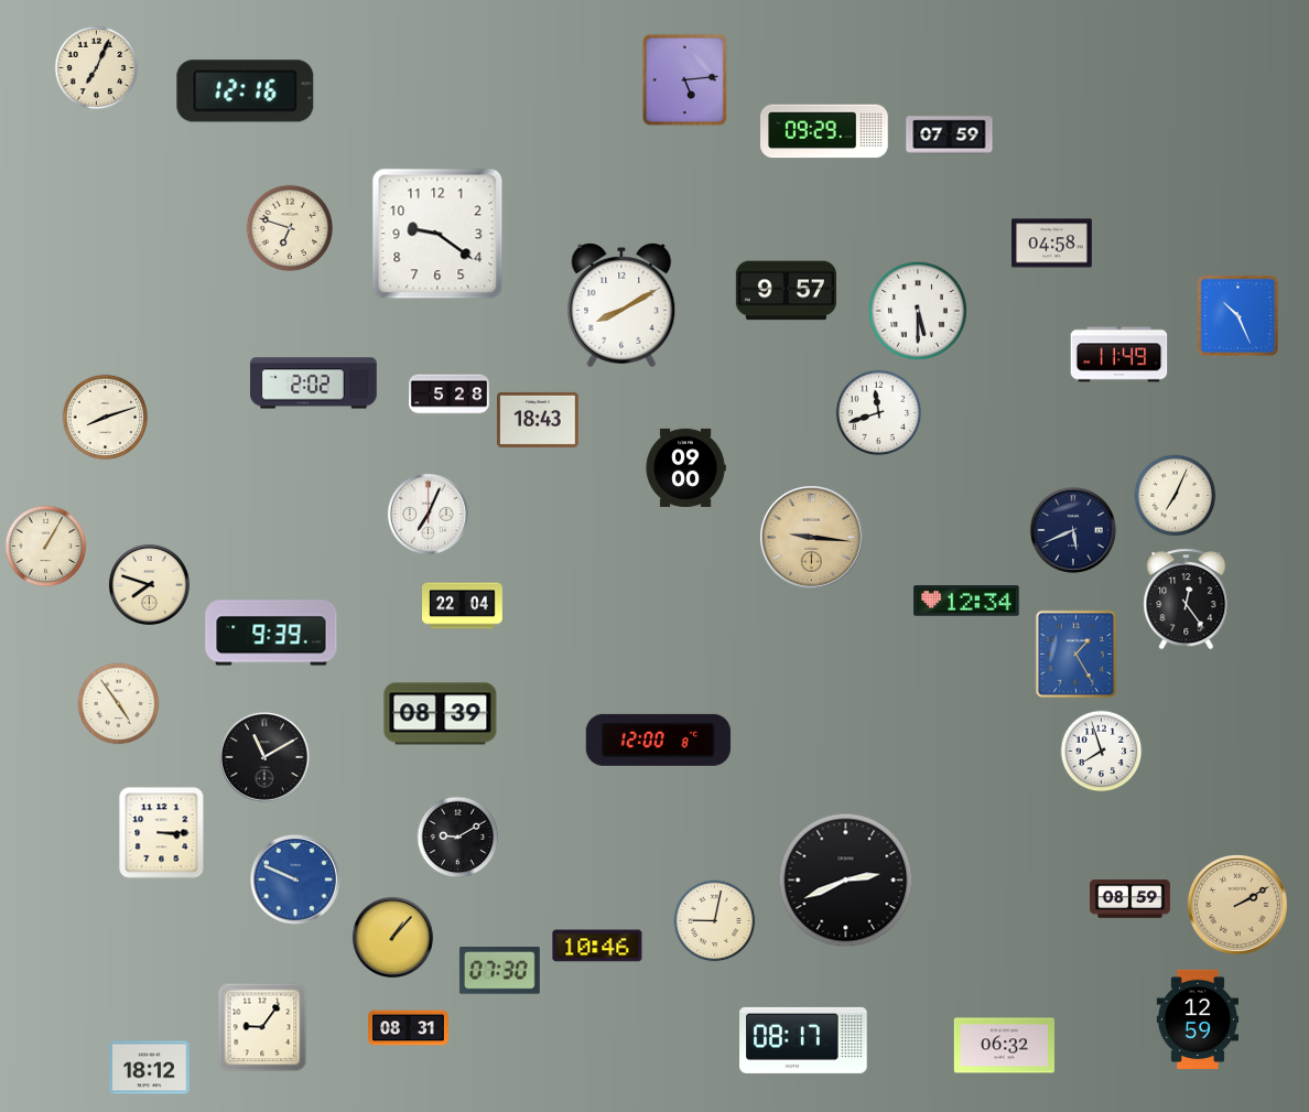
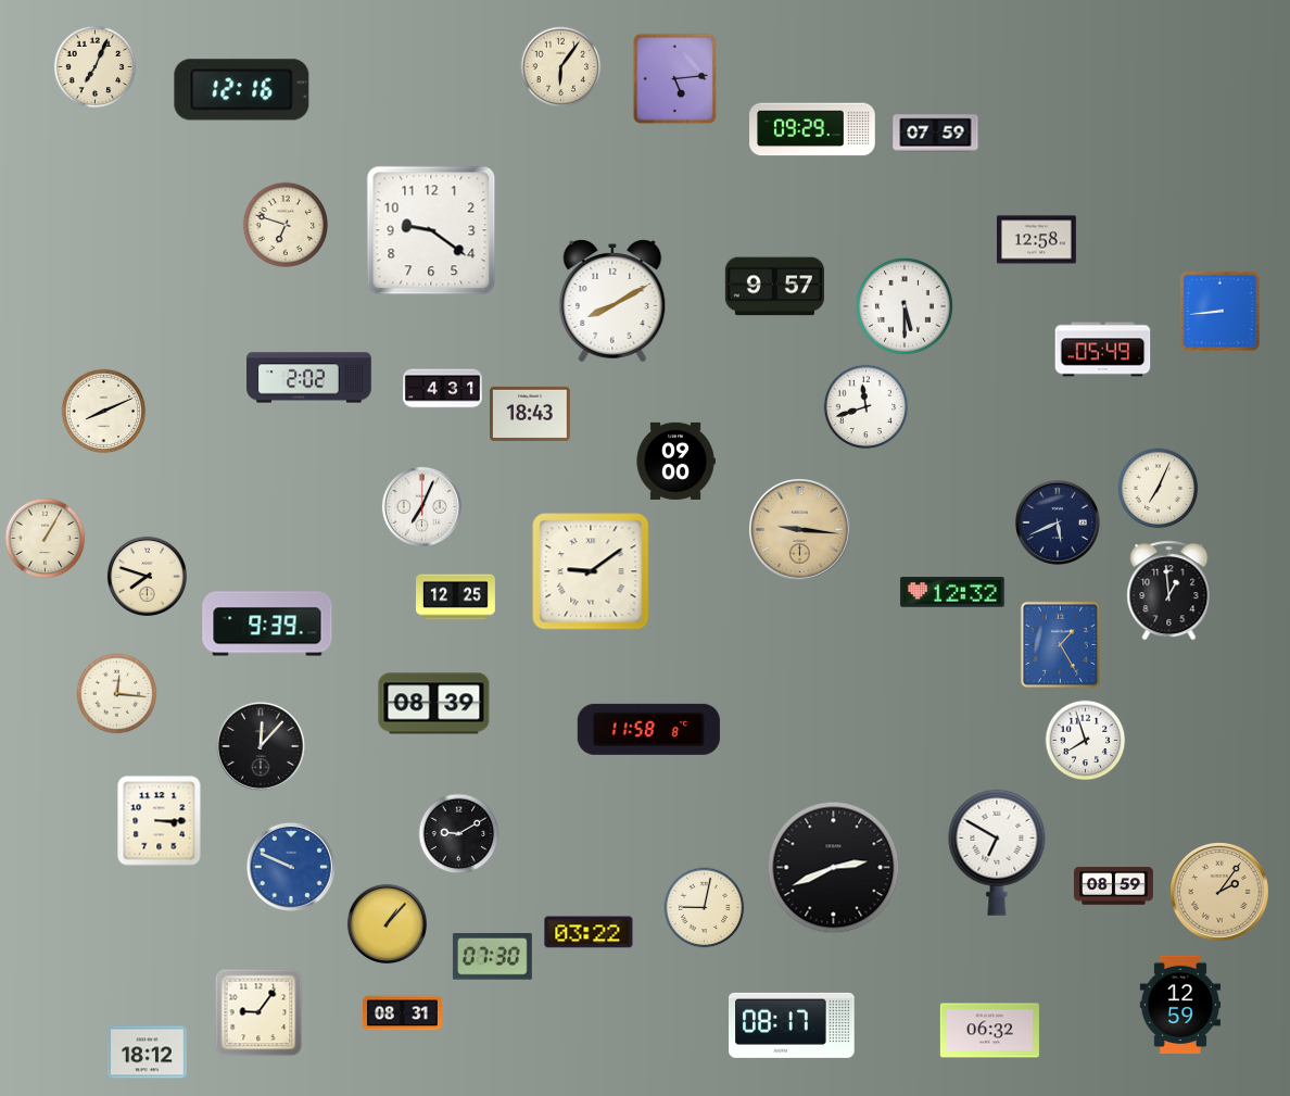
clock at (561, 67): none -> 6:06
clock at (1051, 244): 04:58 -> 12:58
clock at (1237, 315): 10:26 -> 8:44
clock at (1119, 355): 11:49 -> 05:49
clock at (450, 395): 5:28 -> 4:31
clock at (106, 418): 8:12 -> 8:11
clock at (591, 571): none -> 9:09
clock at (1187, 600): 12:24 -> 12:59
clock at (966, 601): 12:34 -> 12:32
clock at (463, 606): 22:04 -> 12:25
clock at (119, 704): 4:54 -> 12:16
clock at (658, 739): 12:00 -> 11:58
clock at (264, 757): 11:10 -> 12:07
clock at (458, 838) position: (458, 838) -> (459, 834)
clock at (997, 853): none -> 6:50
clock at (1238, 906): 2:10 -> 2:06
clock at (597, 946): 10:46 -> 03:22
